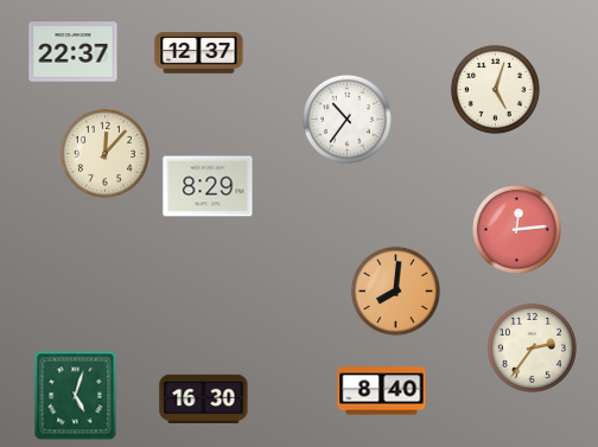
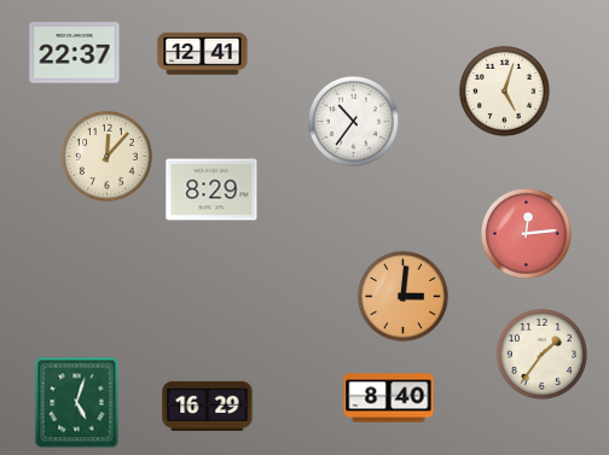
clock at (199, 53): 12:37 -> 12:41
clock at (395, 290): 8:01 -> 3:01
clock at (532, 347): 2:36 -> 1:36
clock at (204, 398): 16:30 -> 16:29
